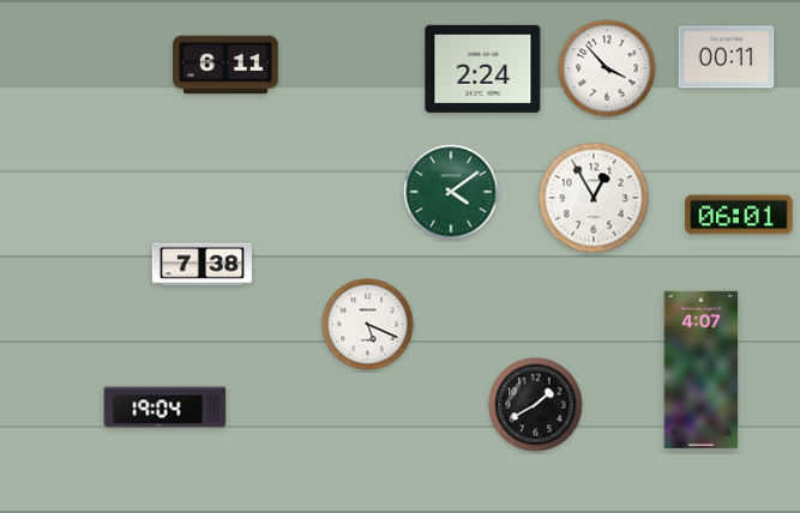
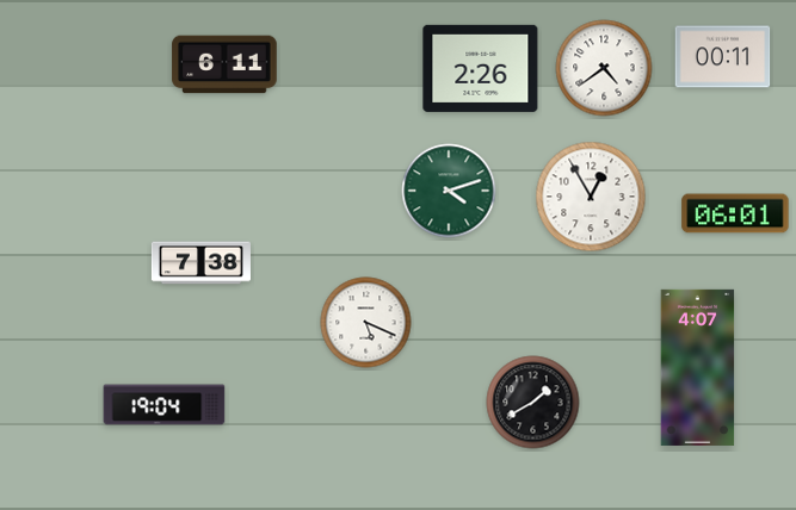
clock at (483, 68): 2:24 -> 2:26
clock at (607, 68): 3:53 -> 4:39
clock at (451, 192): 4:09 -> 4:12
